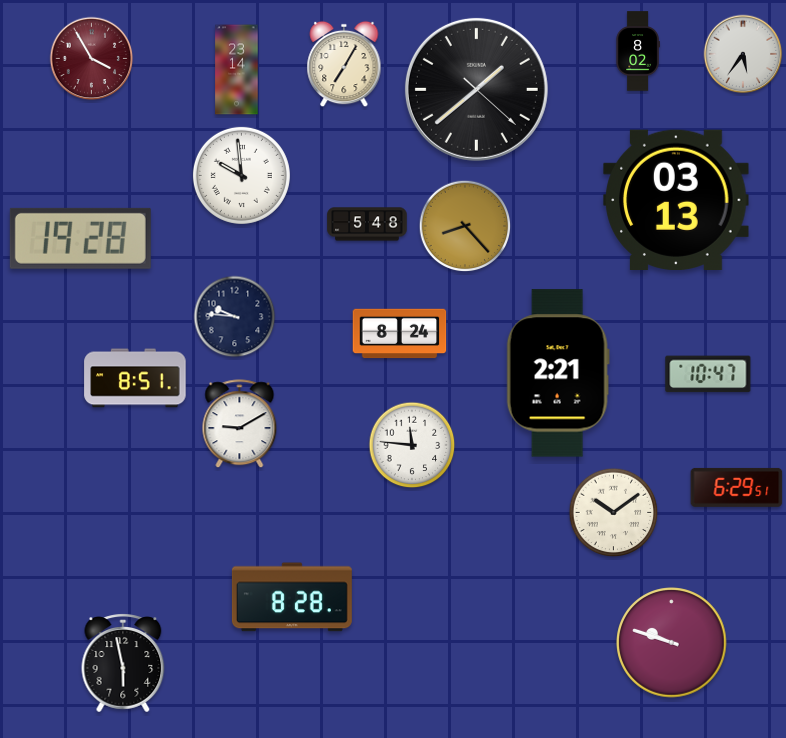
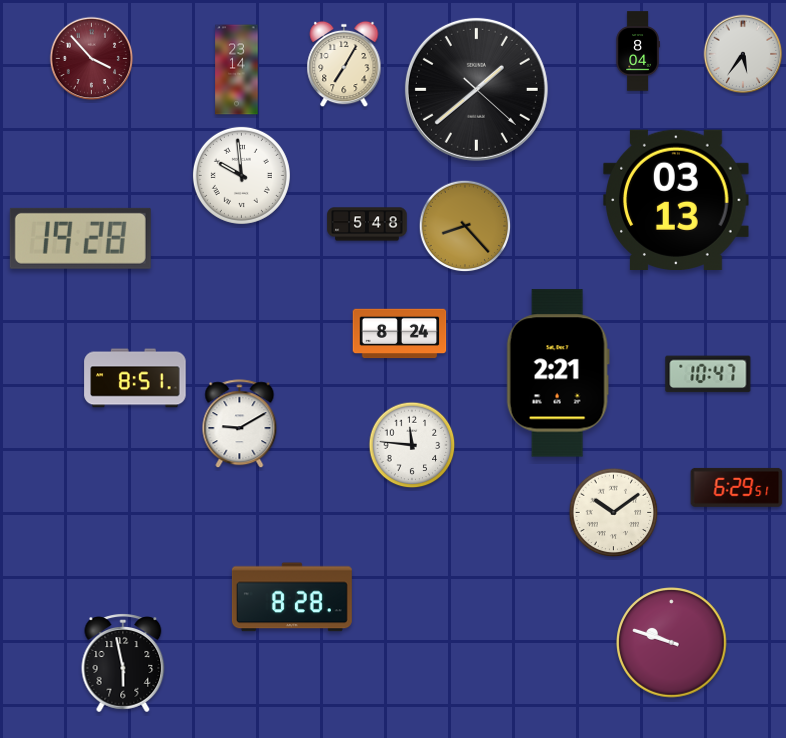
clock at (638, 51): 8:02 -> 8:04
clock at (92, 59): 3:55 -> 3:53
clock at (235, 317): 9:46 -> none
